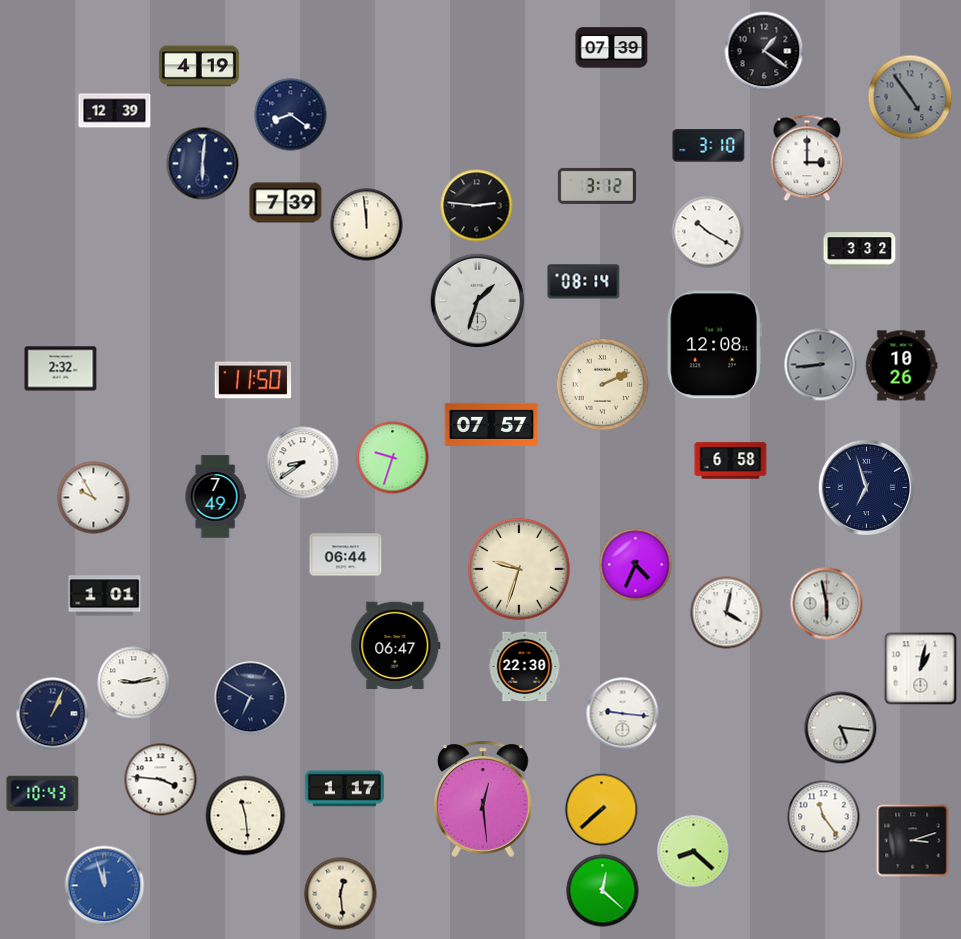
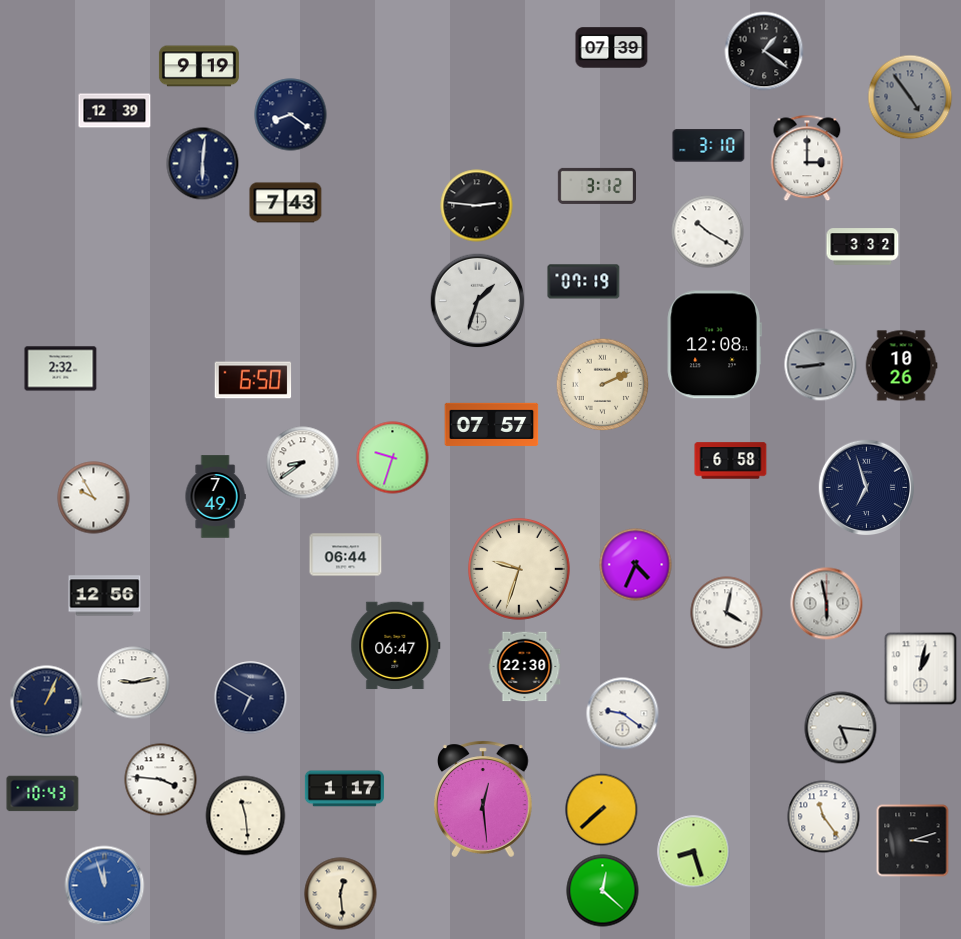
clock at (199, 66): 4:19 -> 9:19
clock at (286, 203): 7:39 -> 7:43
clock at (367, 225): 11:59 -> none
clock at (860, 251) position: (860, 251) -> (863, 247)
clock at (584, 282): 08:14 -> 07:19
clock at (253, 380): 11:50 -> 6:50
clock at (105, 596): 1:01 -> 12:56
clock at (53, 714) position: (53, 714) -> (47, 702)
clock at (623, 714): 9:16 -> 9:21
clock at (694, 852): 8:22 -> 8:27
